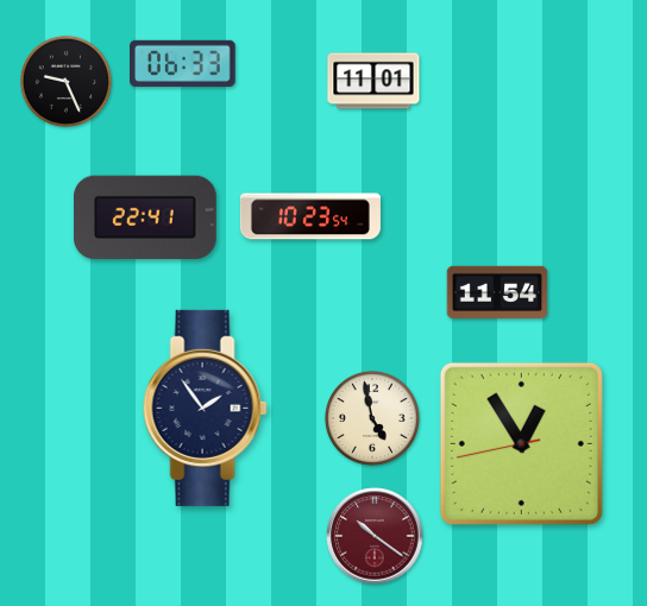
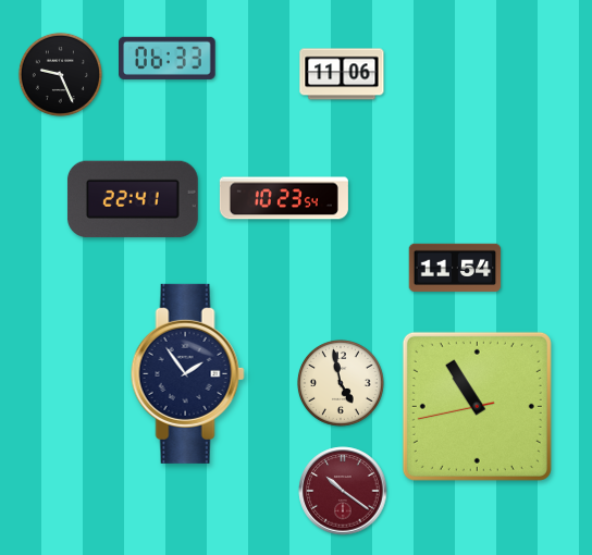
clock at (373, 81): 11:01 -> 11:06
clock at (521, 443): 12:54 -> 10:54
